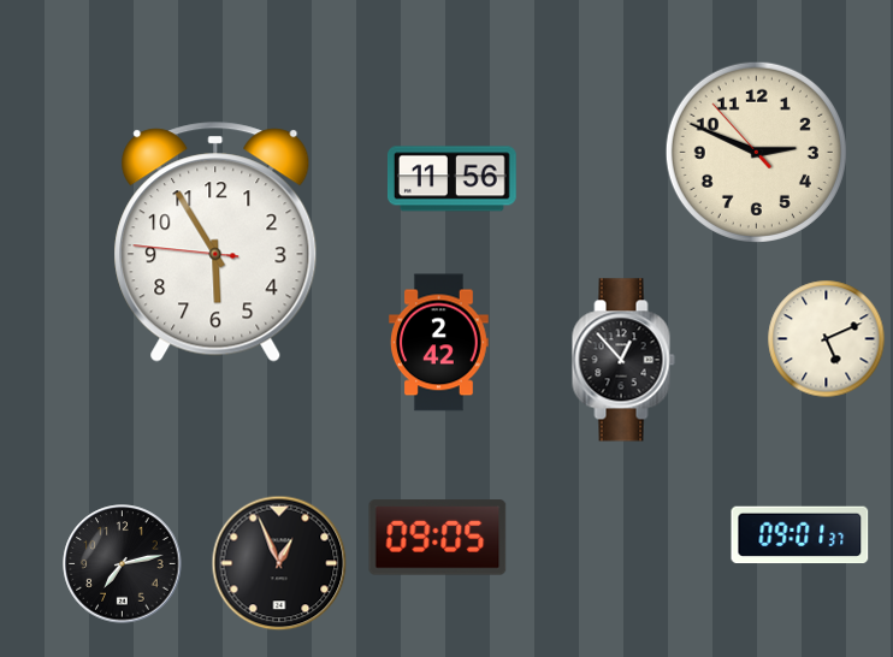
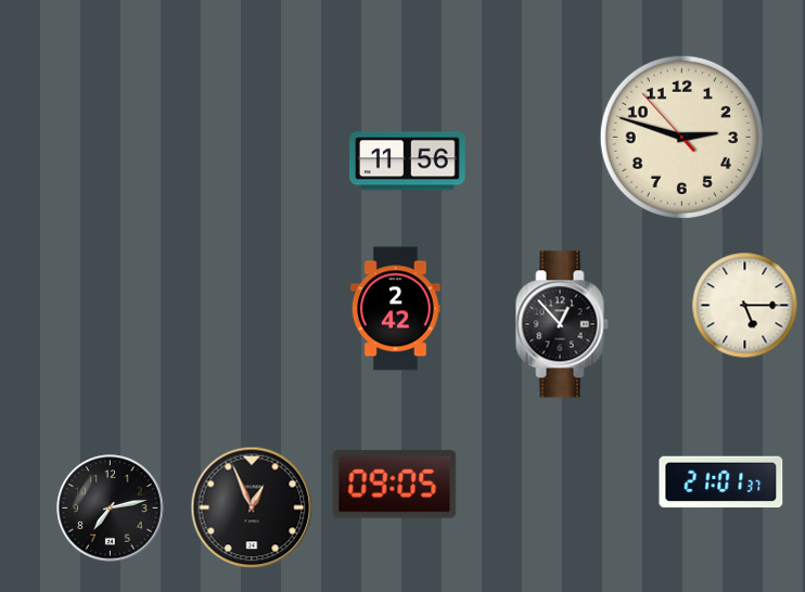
clock at (756, 152): 2:48 -> 2:47
clock at (215, 242): 5:54 -> none
clock at (827, 339): 5:11 -> 5:15
clock at (800, 535): 09:01 -> 21:01
